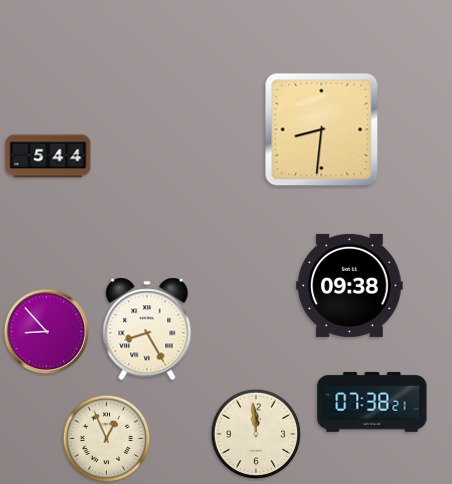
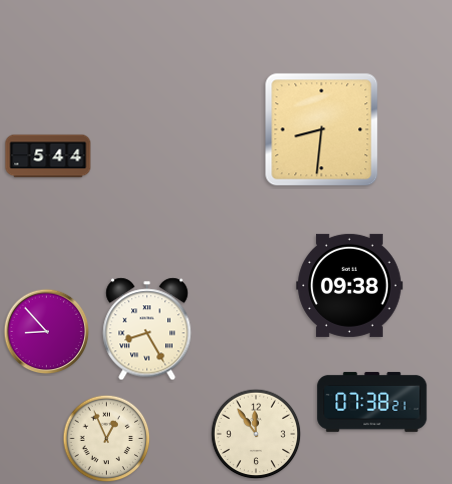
clock at (256, 434): 11:59 -> 11:54
